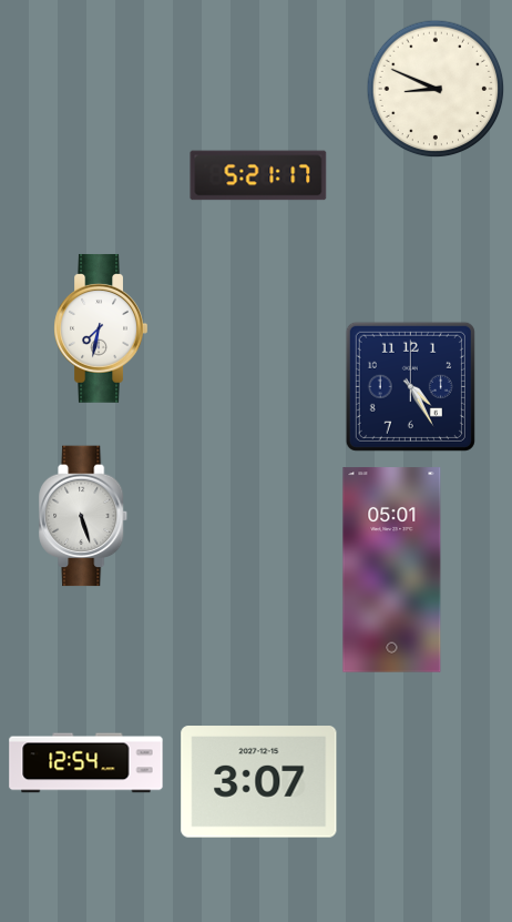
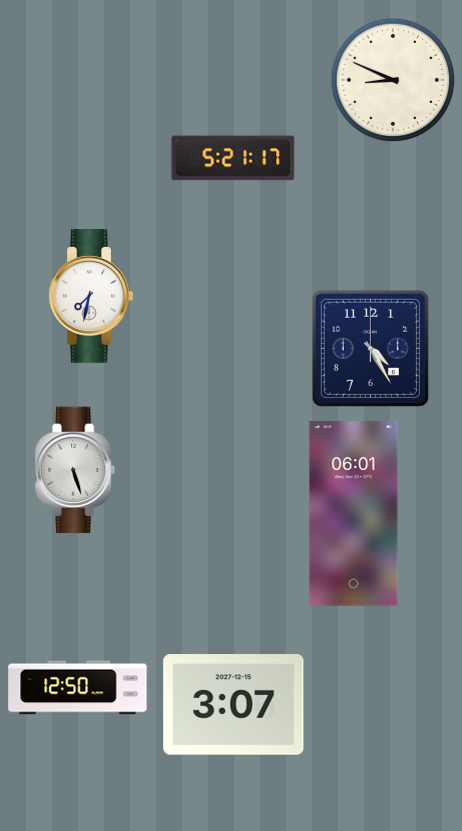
clock at (84, 516) position: (84, 516) -> (76, 470)
clock at (392, 570): 05:01 -> 06:01
clock at (86, 763): 12:54 -> 12:50
